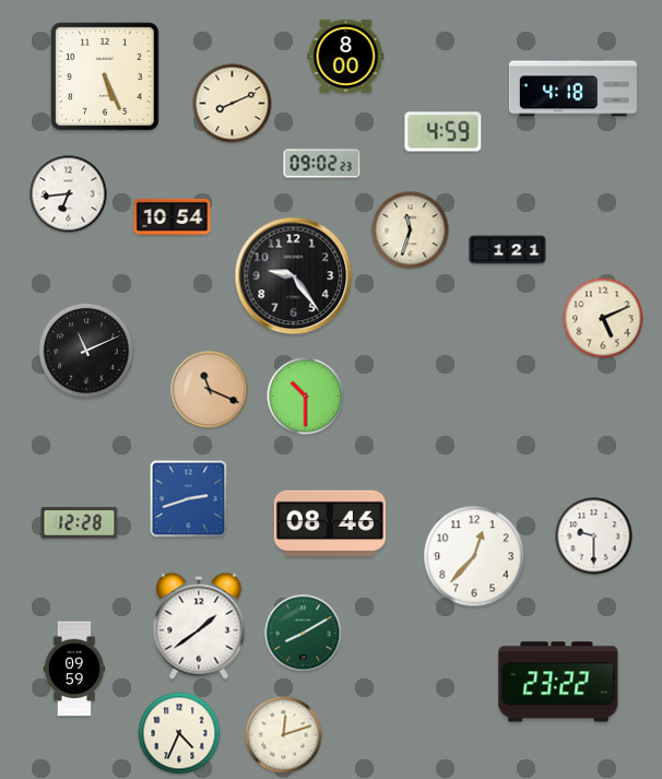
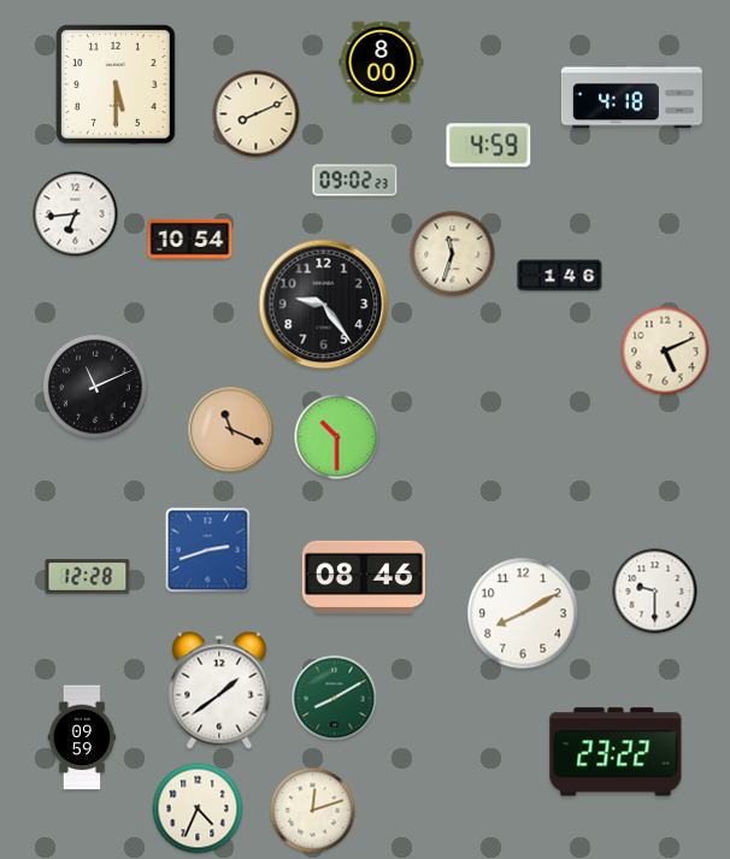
clock at (105, 76): 5:26 -> 5:30
clock at (508, 250): 1:21 -> 1:46
clock at (474, 556): 12:37 -> 8:10
